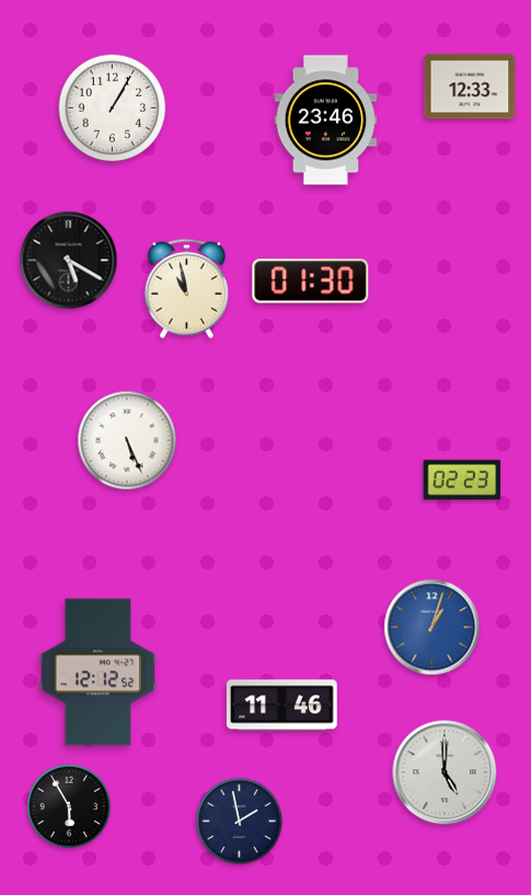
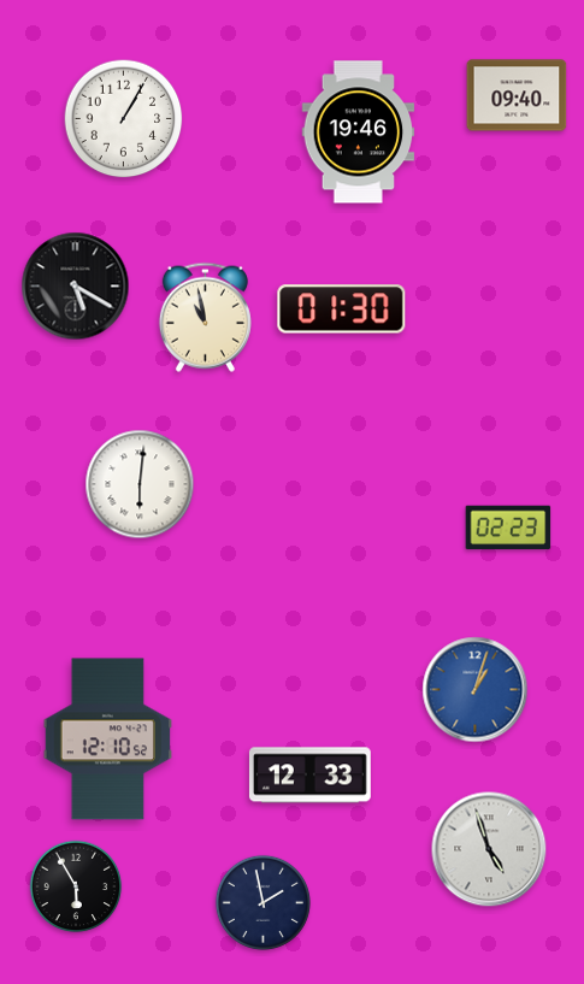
clock at (470, 87): 12:33 -> 09:40
clock at (326, 121): 23:46 -> 19:46
clock at (127, 440): 5:26 -> 6:01
clock at (97, 673): 12:12 -> 12:10
clock at (282, 705): 11:46 -> 12:33
clock at (445, 772): 5:00 -> 4:57
